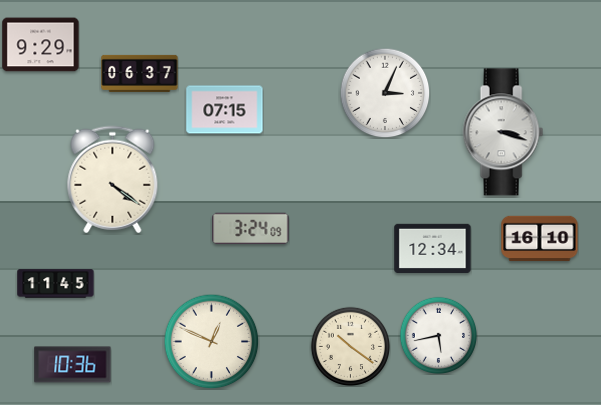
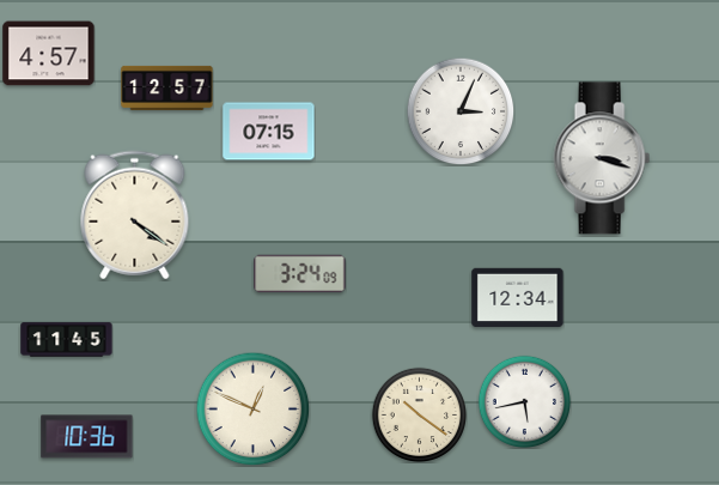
clock at (41, 45): 9:29 -> 4:57
clock at (140, 73): 06:37 -> 12:57
clock at (540, 239): 16:10 -> none
